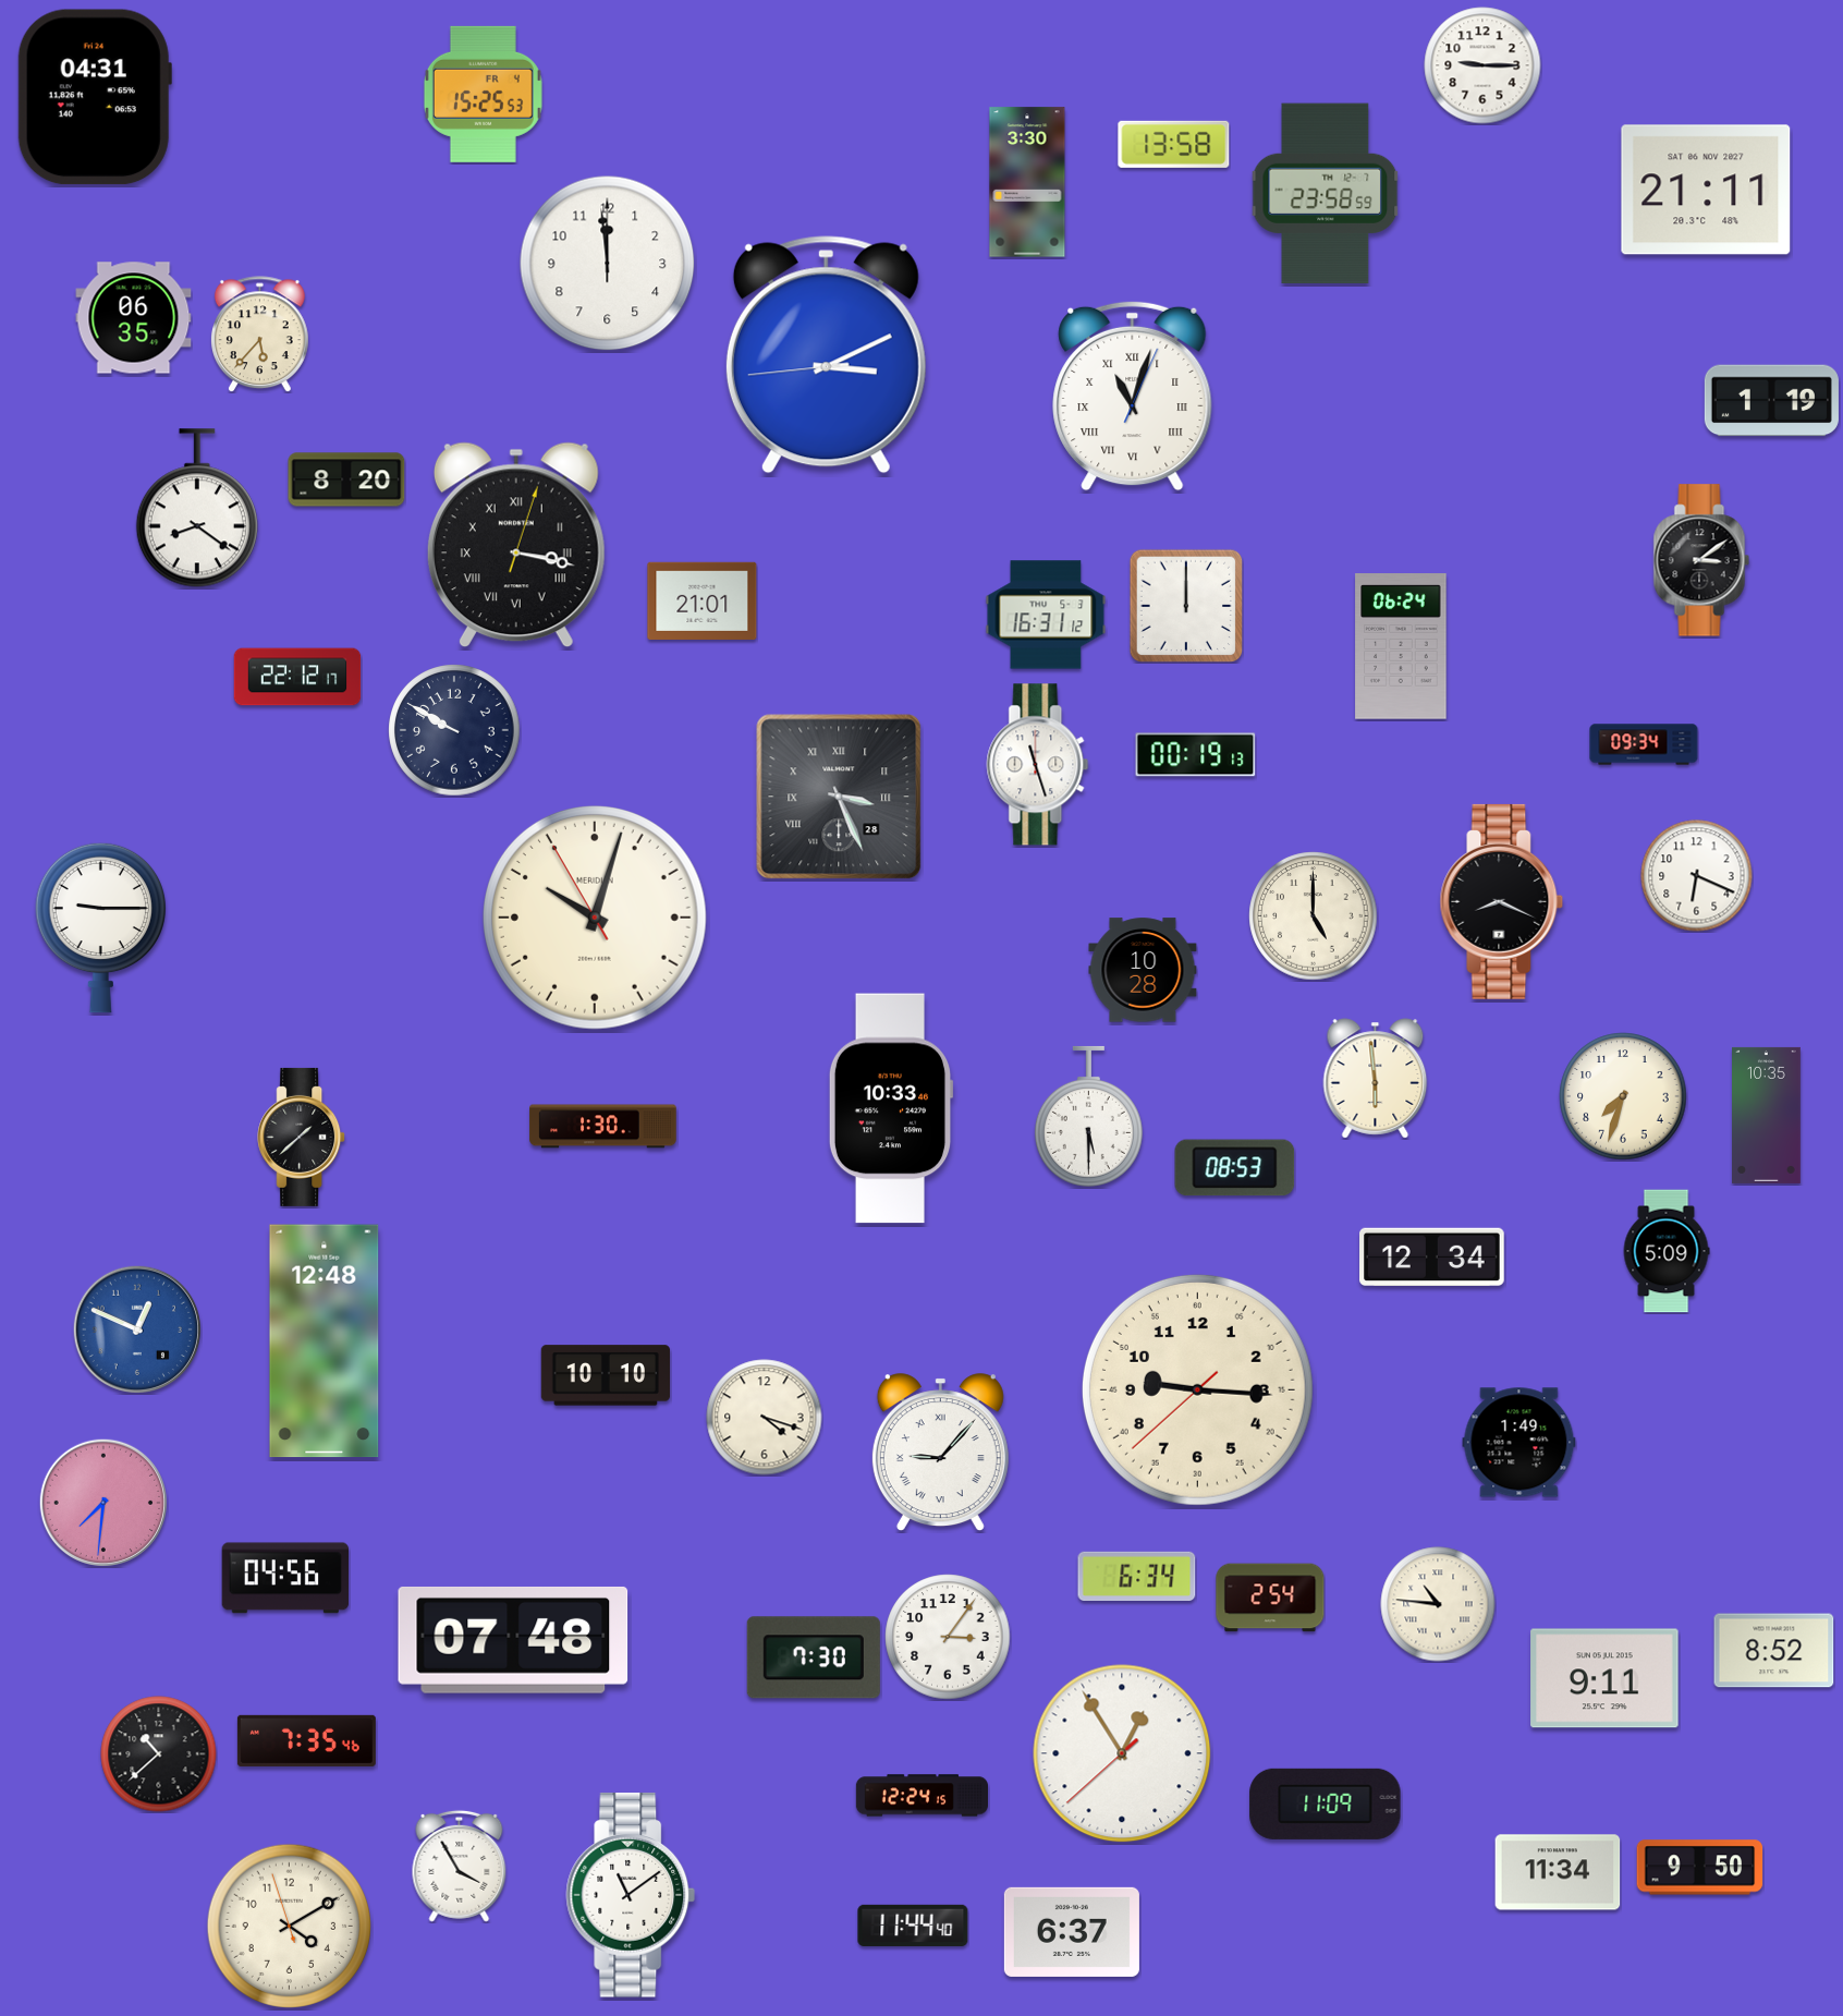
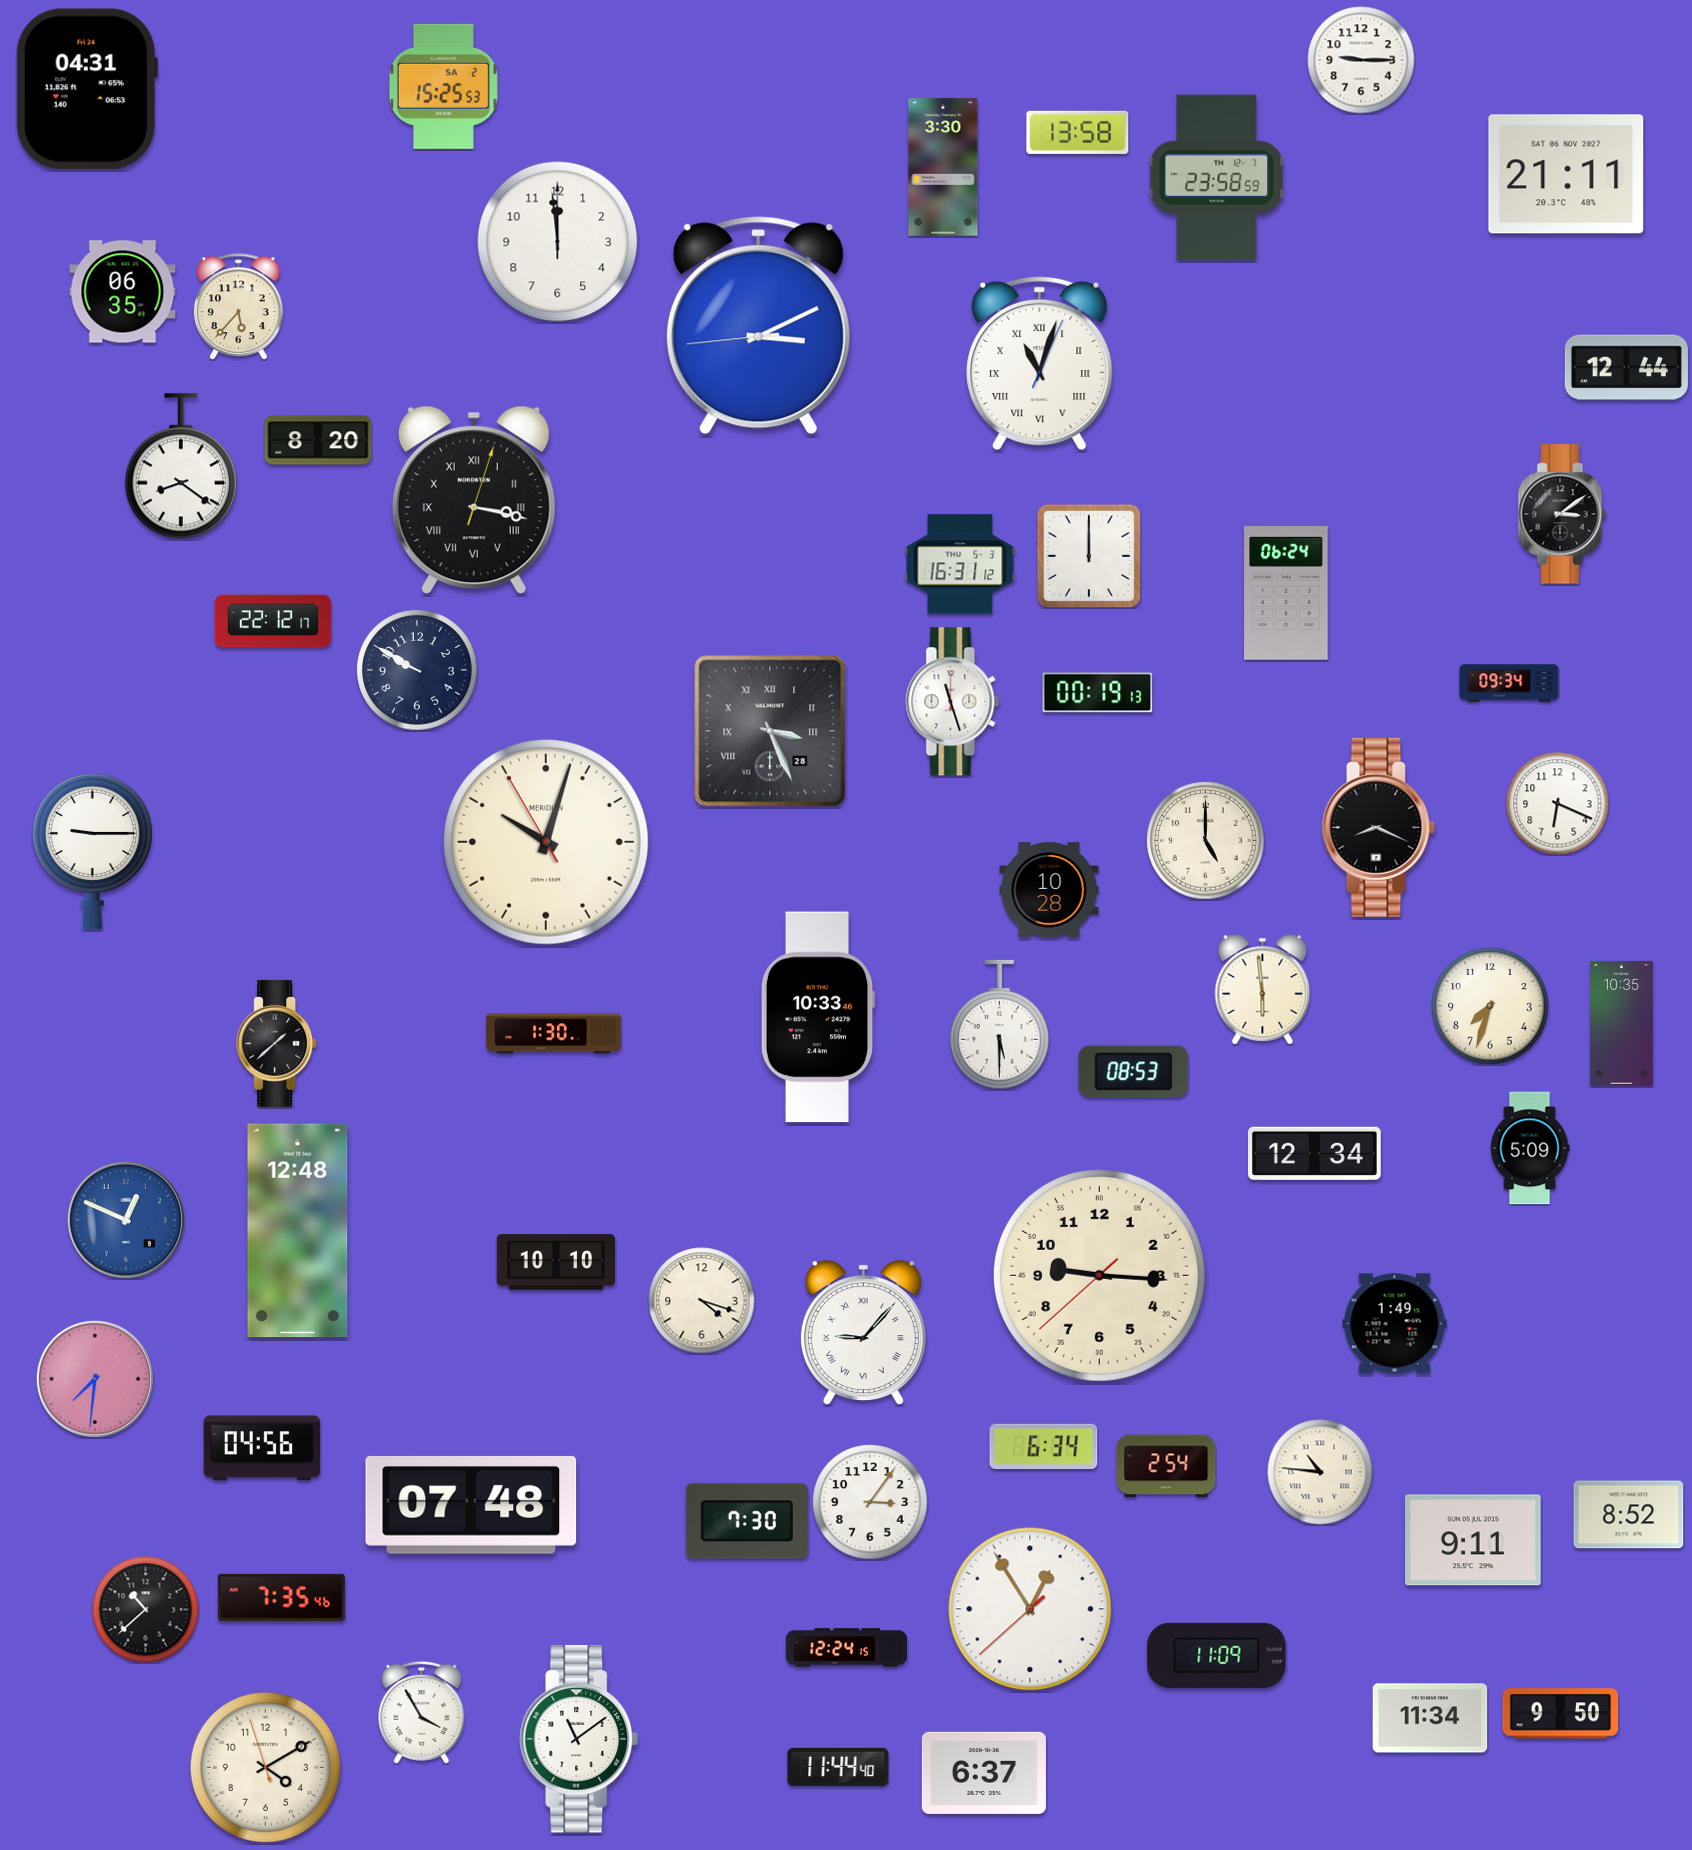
clock at (483, 94) date: FR 4 -> SA 2
clock at (1771, 401): 1:19 -> 12:44
clock at (703, 600): 21:01 -> none
